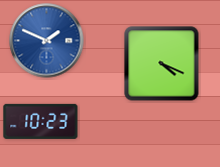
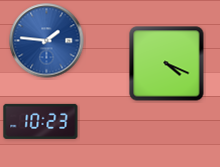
clock at (47, 41): 1:49 -> 1:46
clock at (162, 64) position: (162, 64) -> (167, 64)
